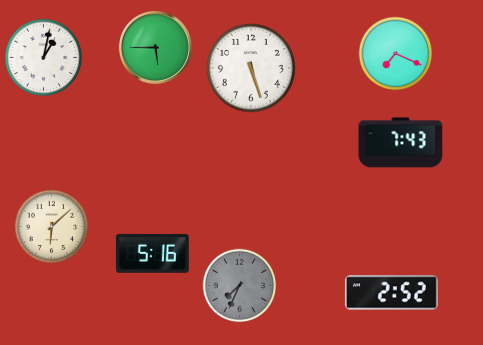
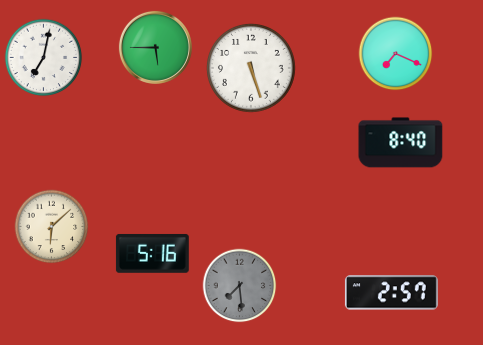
clock at (44, 58): 1:02 -> 7:02
clock at (401, 143): 7:43 -> 8:40
clock at (240, 286): 7:34 -> 7:29
clock at (391, 293): 2:52 -> 2:57
